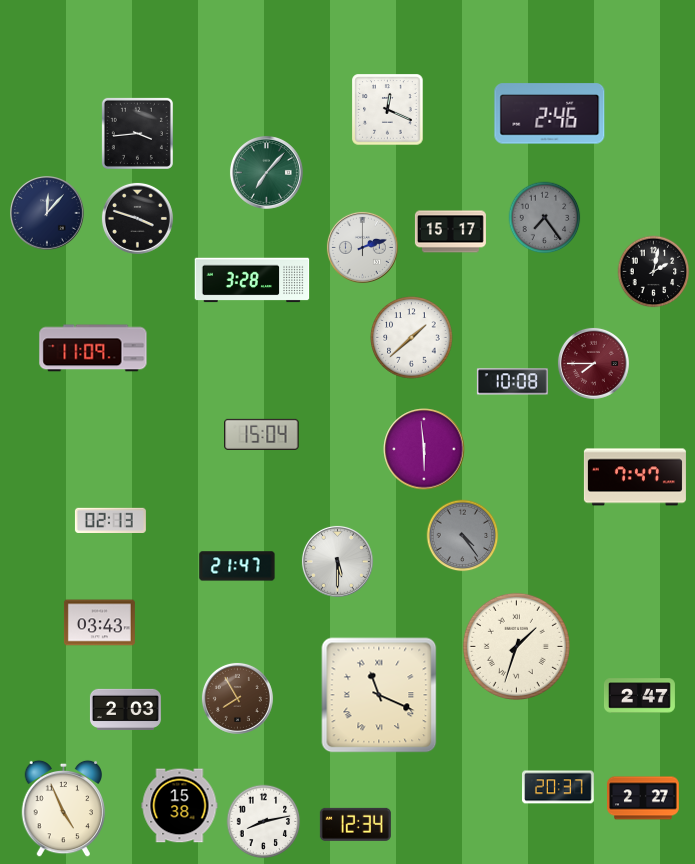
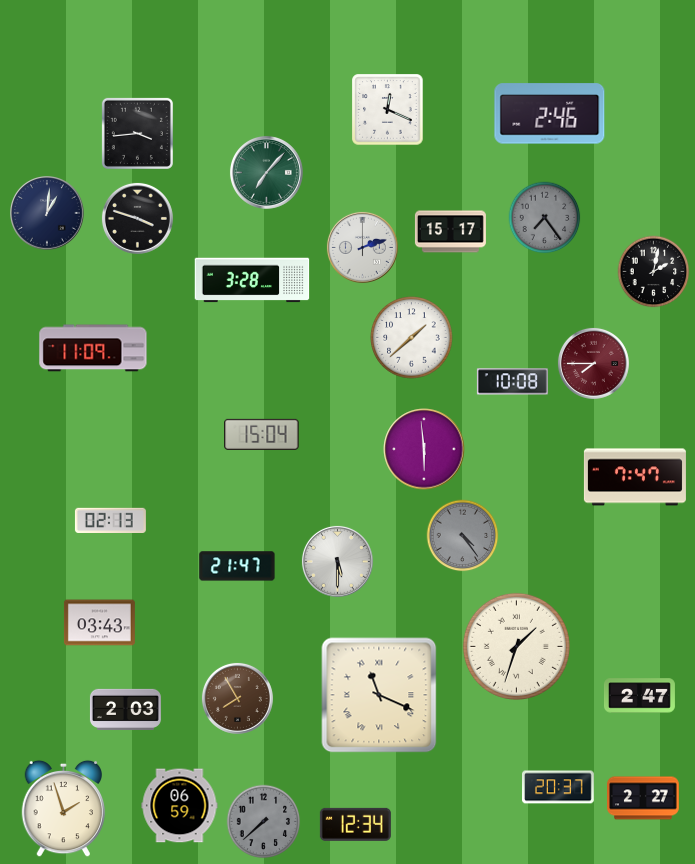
clock at (48, 214): 12:07 -> 1:01
clock at (180, 806): 15:38 -> 06:59
clock at (64, 809): 4:56 -> 1:57
clock at (264, 822): 8:13 -> 7:38
clock at (264, 822) dial: white -> grey
